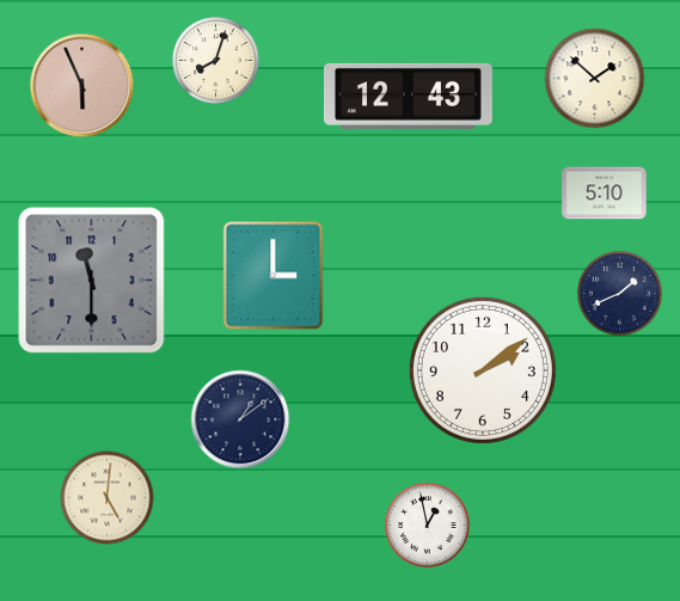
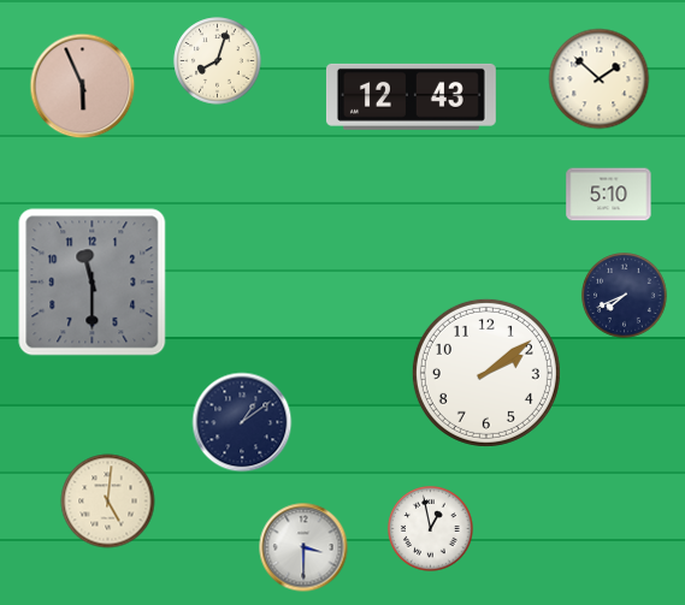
clock at (274, 276): 3:00 -> none
clock at (620, 294): 1:41 -> 7:41
clock at (303, 547): none -> 3:30
